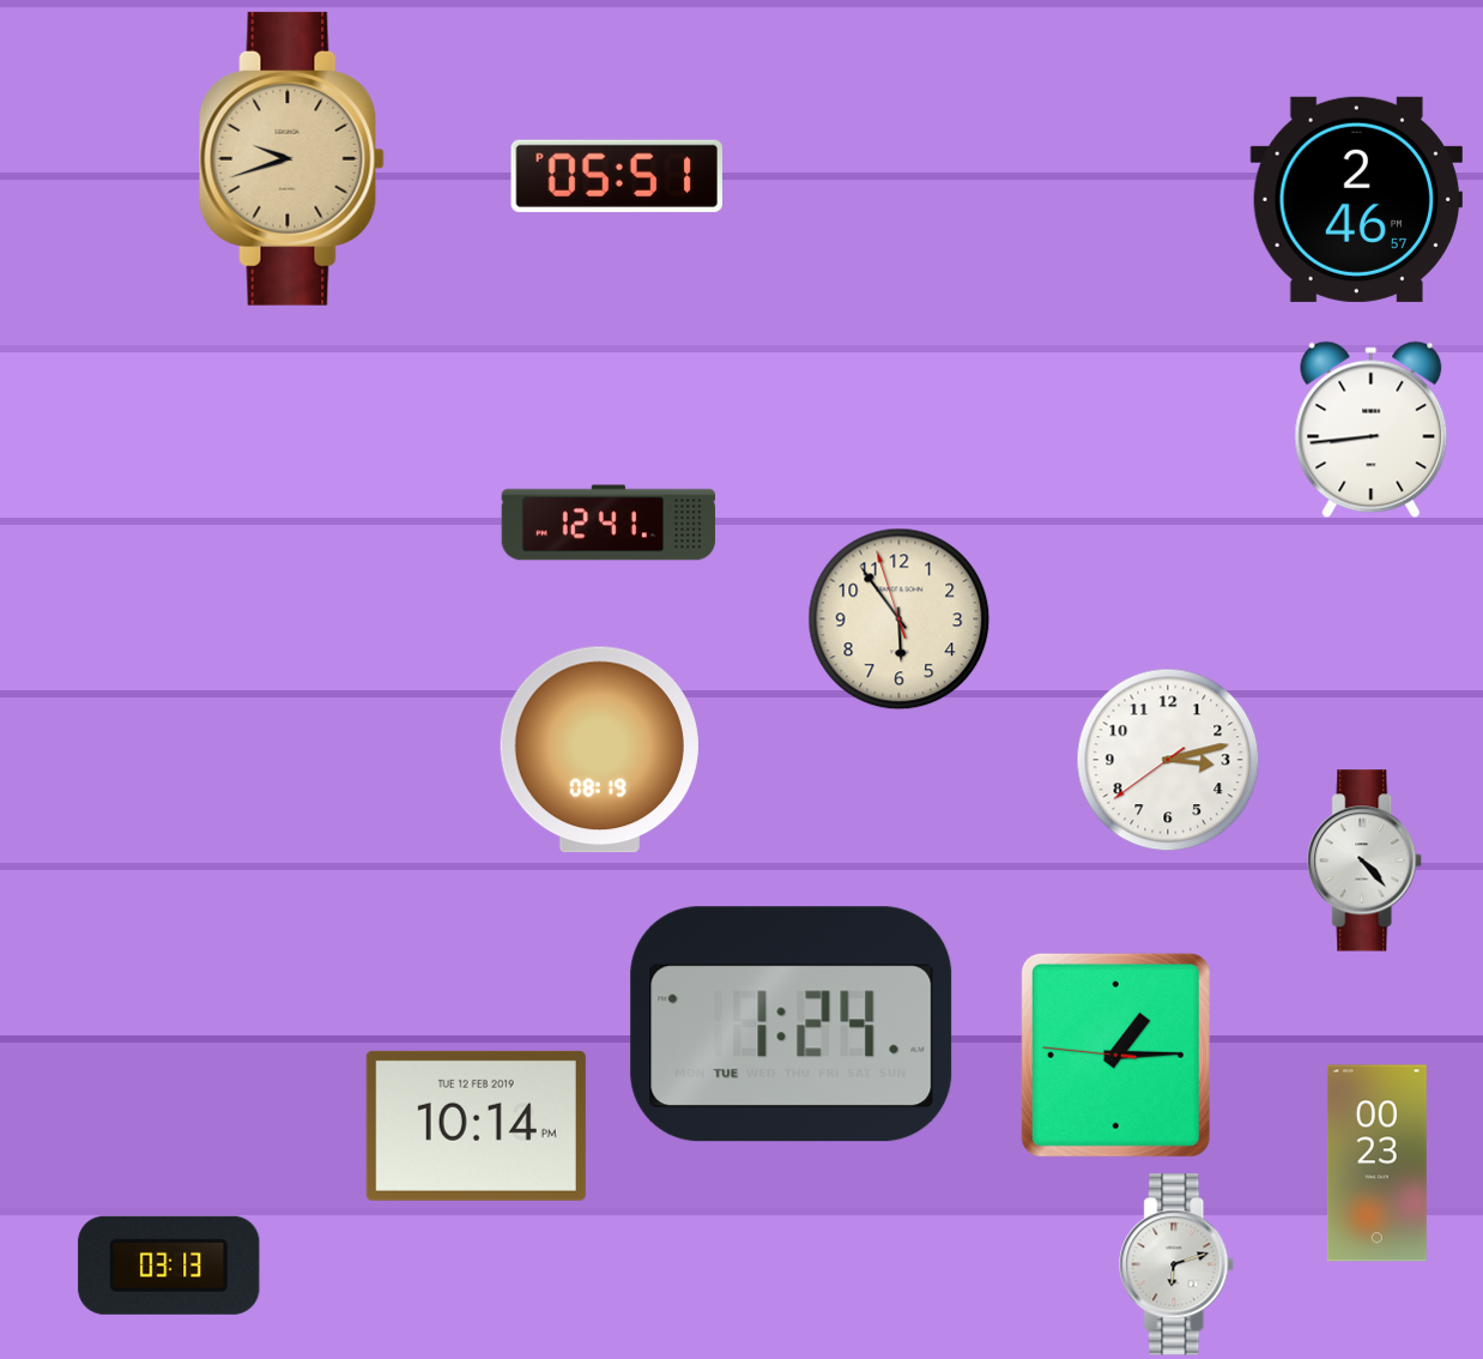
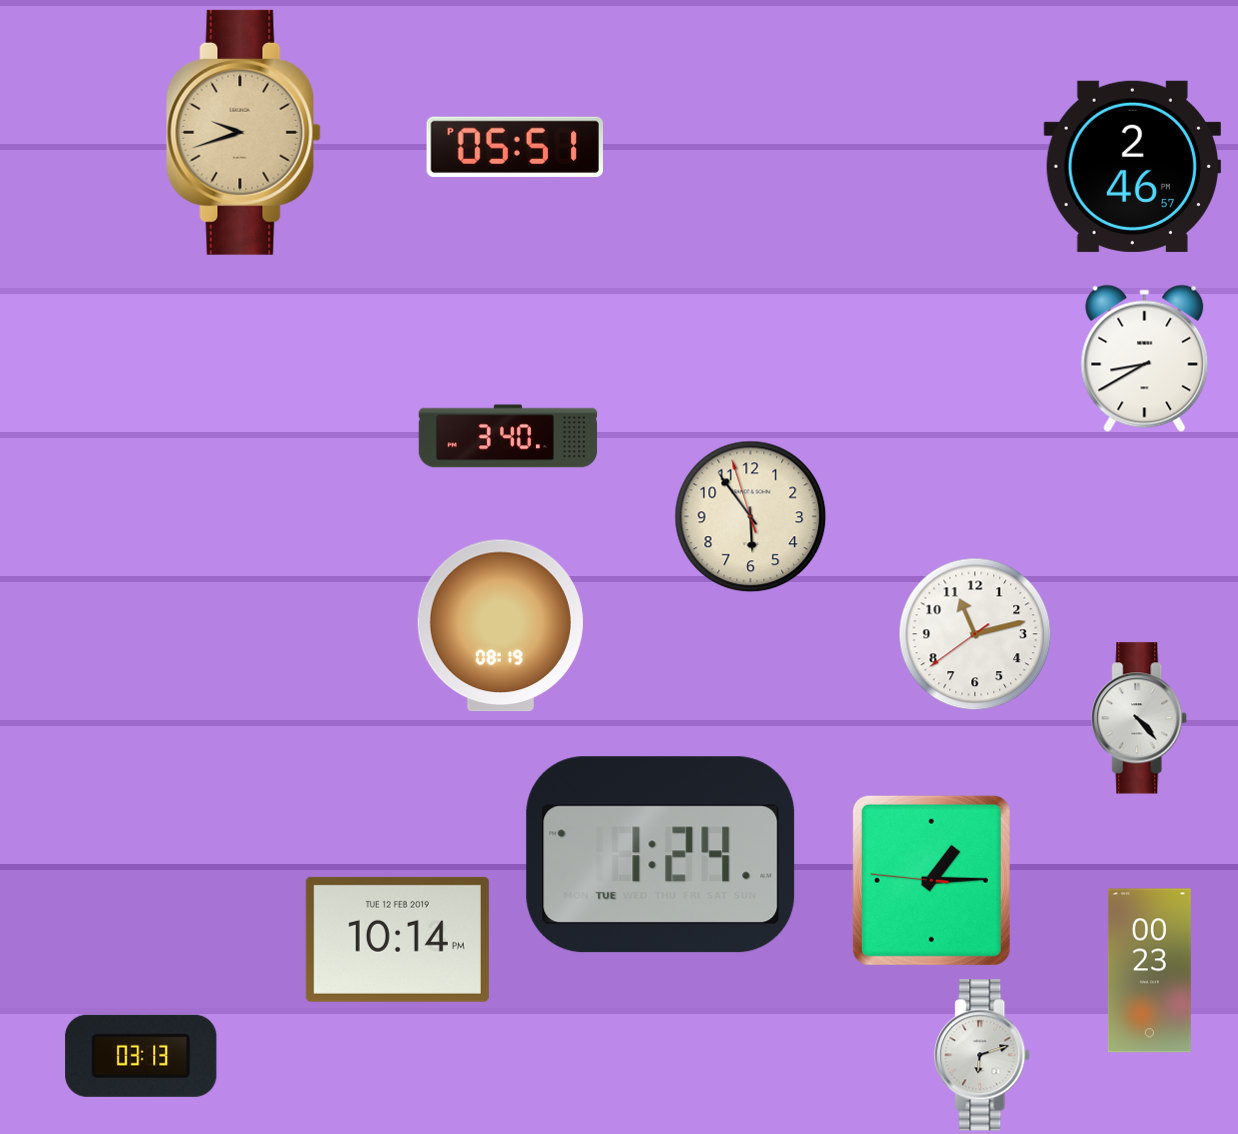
clock at (1372, 430): 8:44 -> 8:40
clock at (609, 523): 12:41 -> 3:40
clock at (1168, 760): 3:12 -> 11:12
